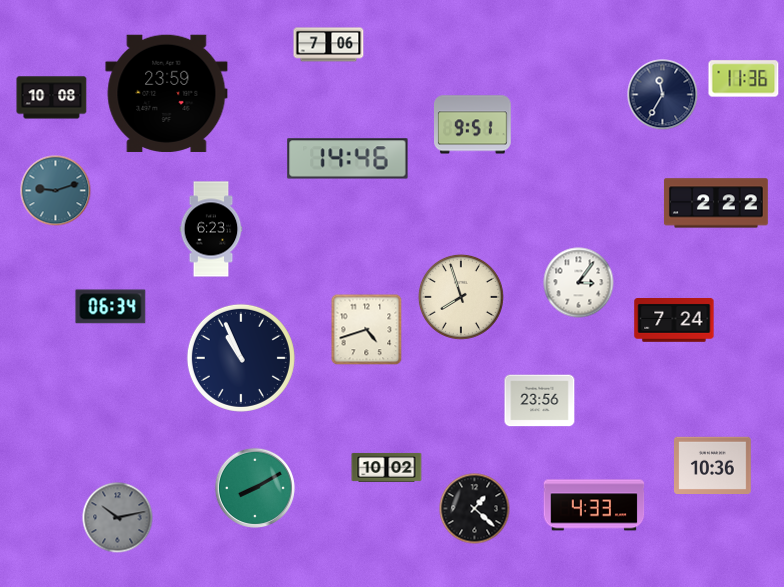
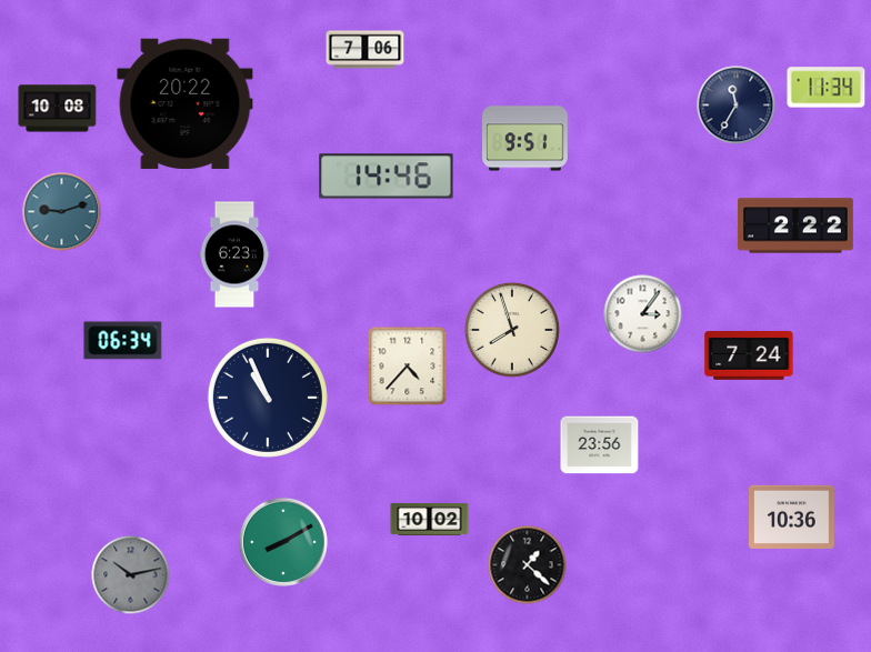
clock at (744, 79): 11:36 -> 11:34
clock at (167, 93): 23:59 -> 20:22
clock at (367, 330): 4:42 -> 4:37
clock at (594, 505): 4:33 -> none
